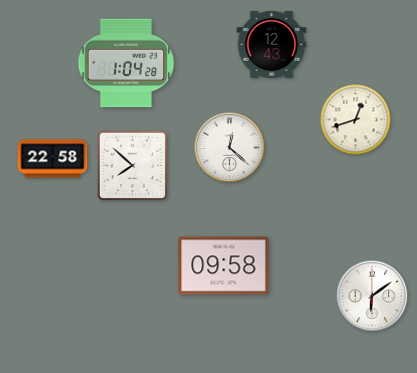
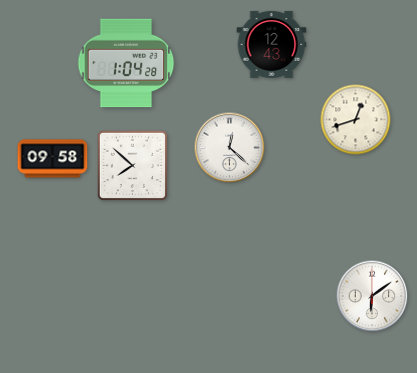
clock at (53, 159): 22:58 -> 09:58
clock at (224, 266): 09:58 -> none
